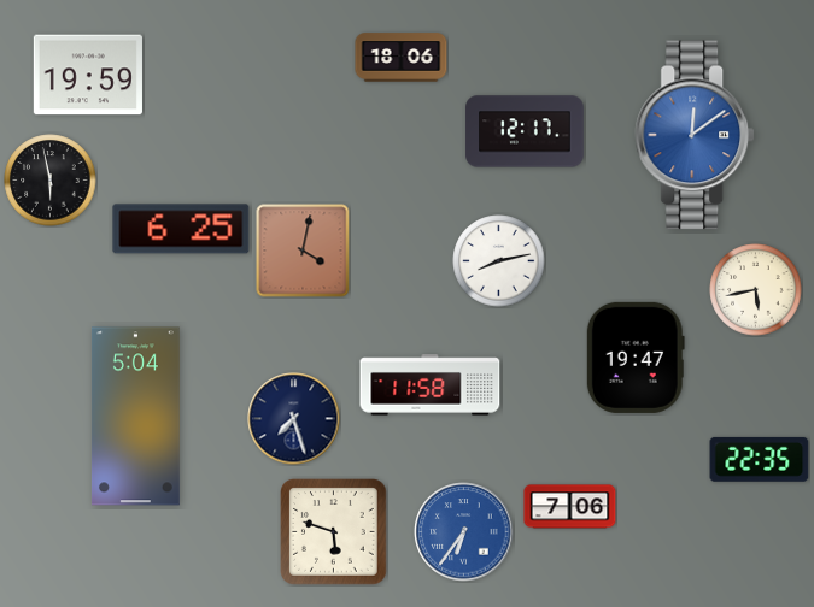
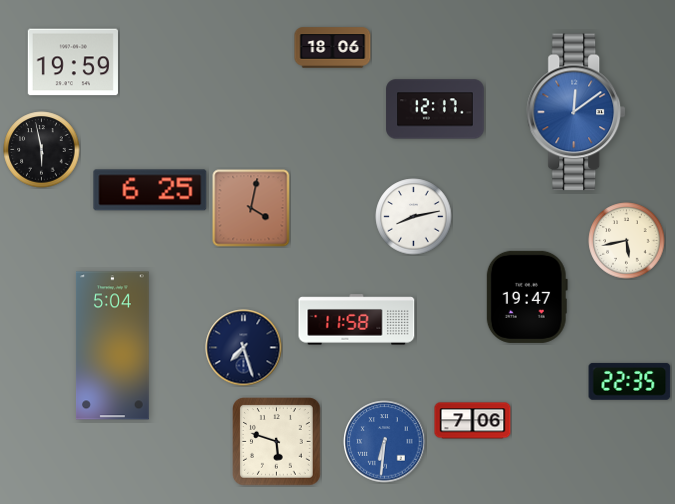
clock at (464, 532): 6:36 -> 6:31
